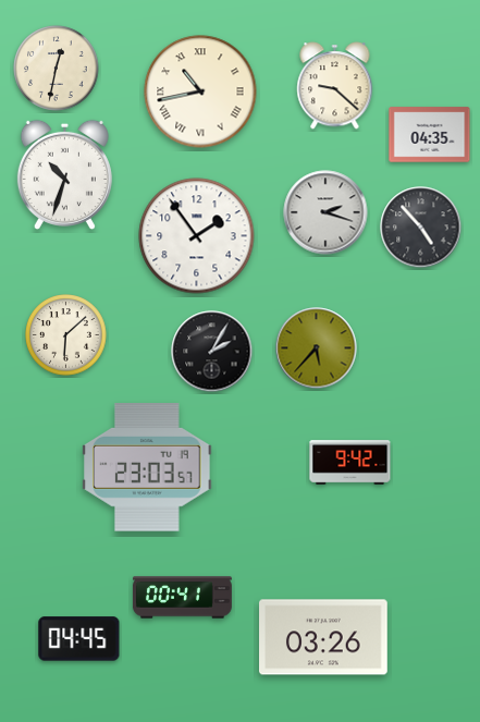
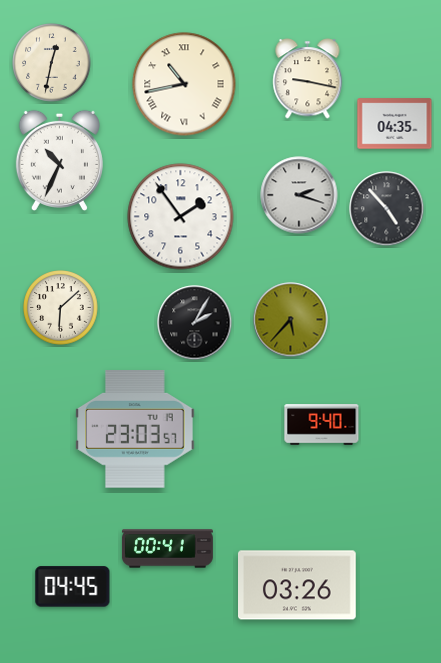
clock at (335, 86): 9:22 -> 9:17
clock at (64, 174): 10:33 -> 10:34
clock at (350, 463): 9:42 -> 9:40
